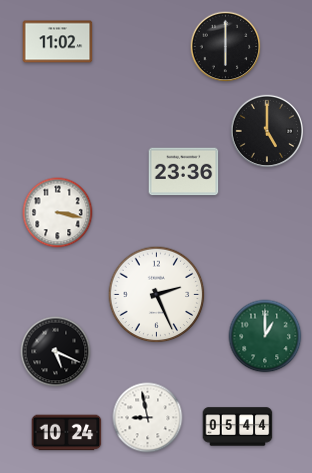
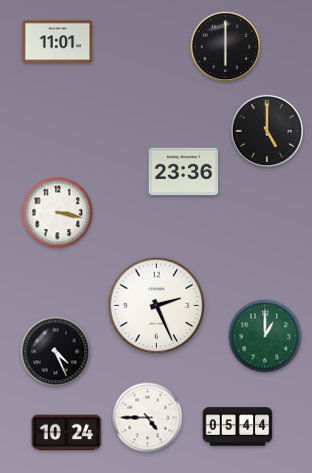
clock at (58, 42): 11:02 -> 11:01
clock at (157, 295) position: (157, 295) -> (157, 306)
clock at (56, 352): 5:19 -> 4:26
clock at (148, 418): 8:58 -> 4:45
